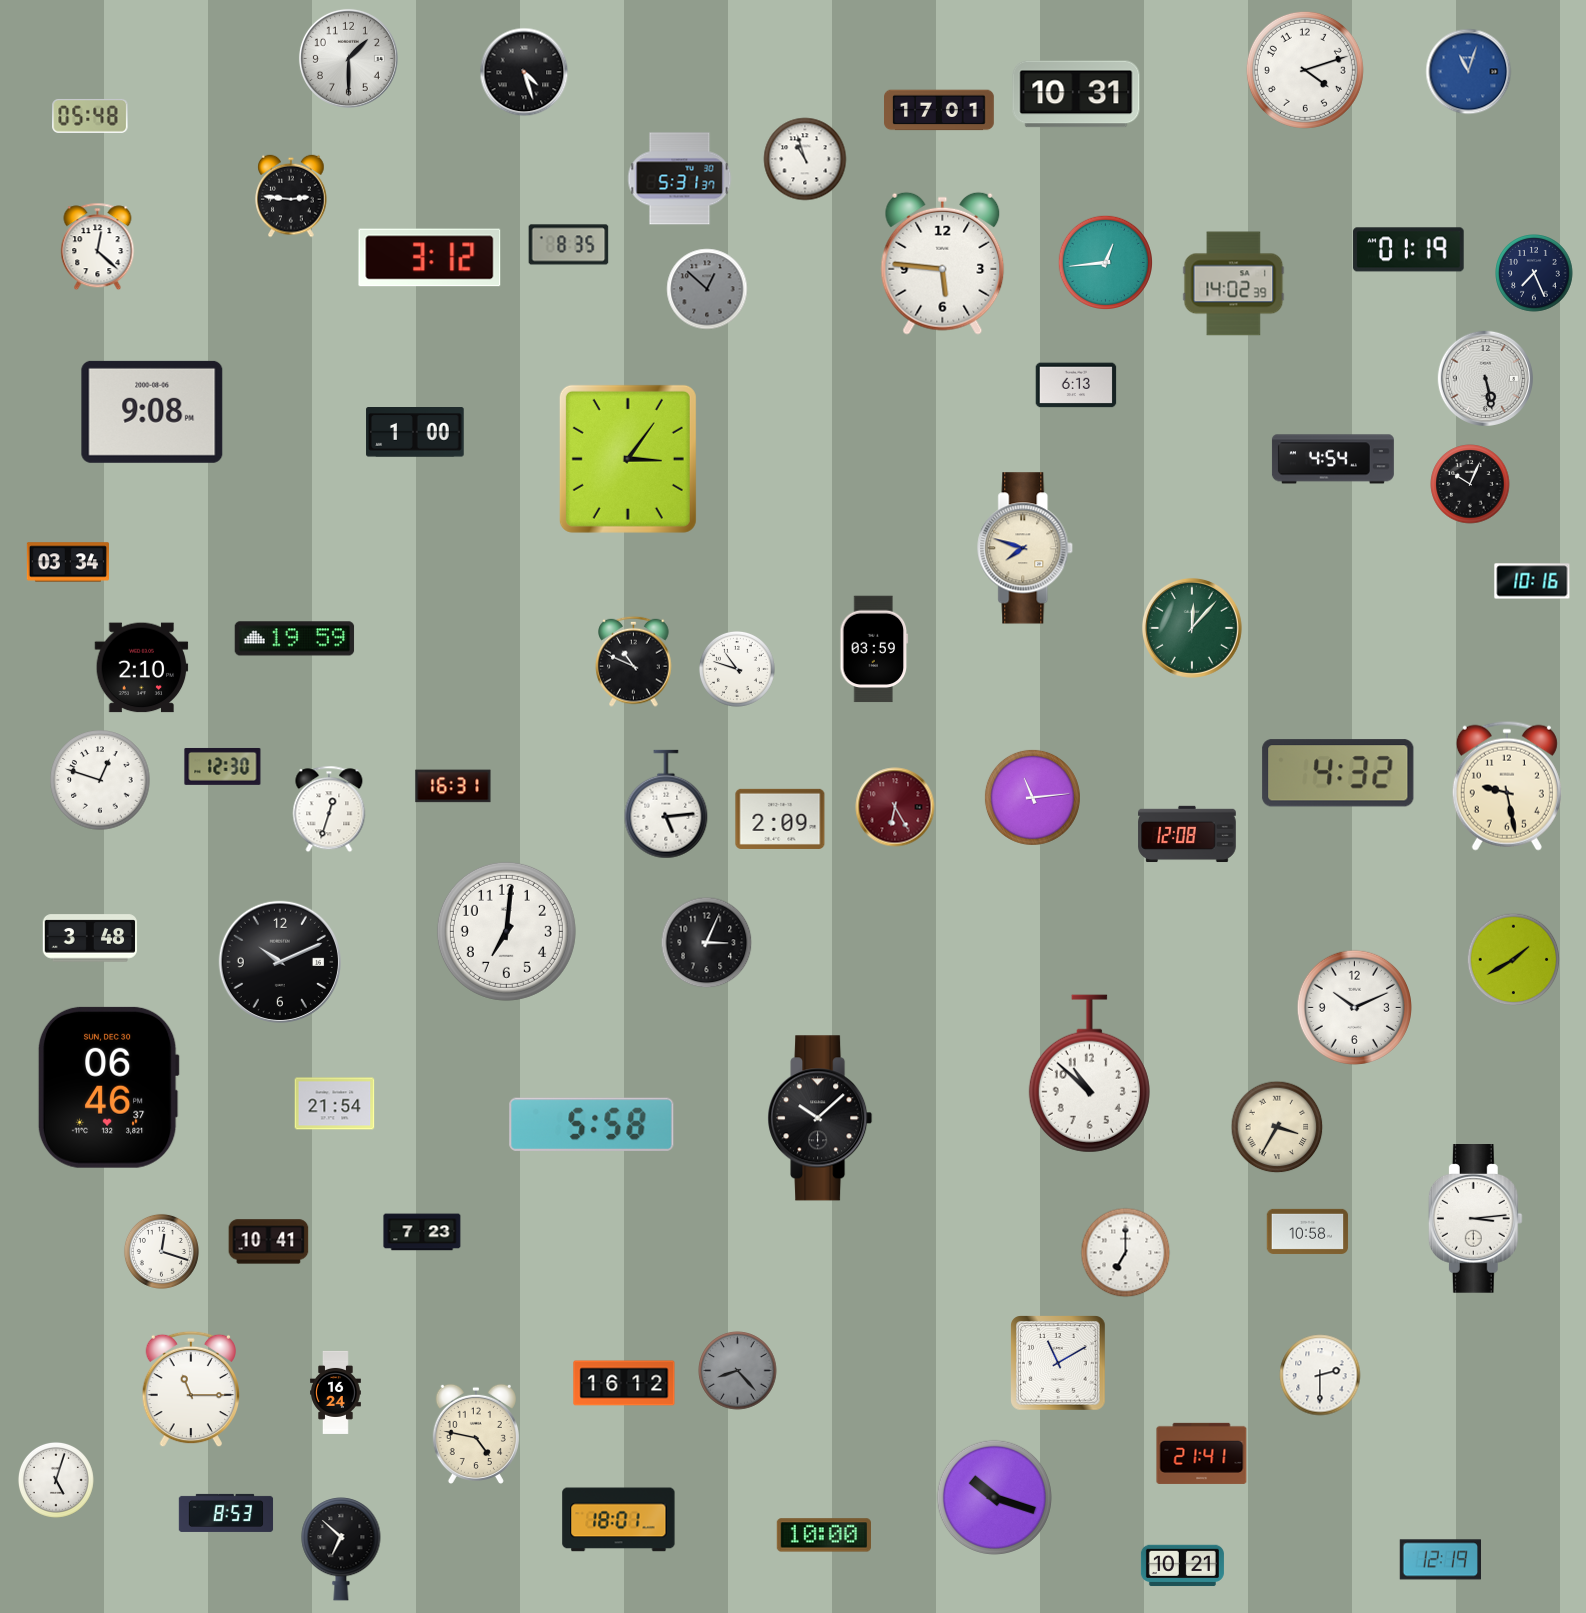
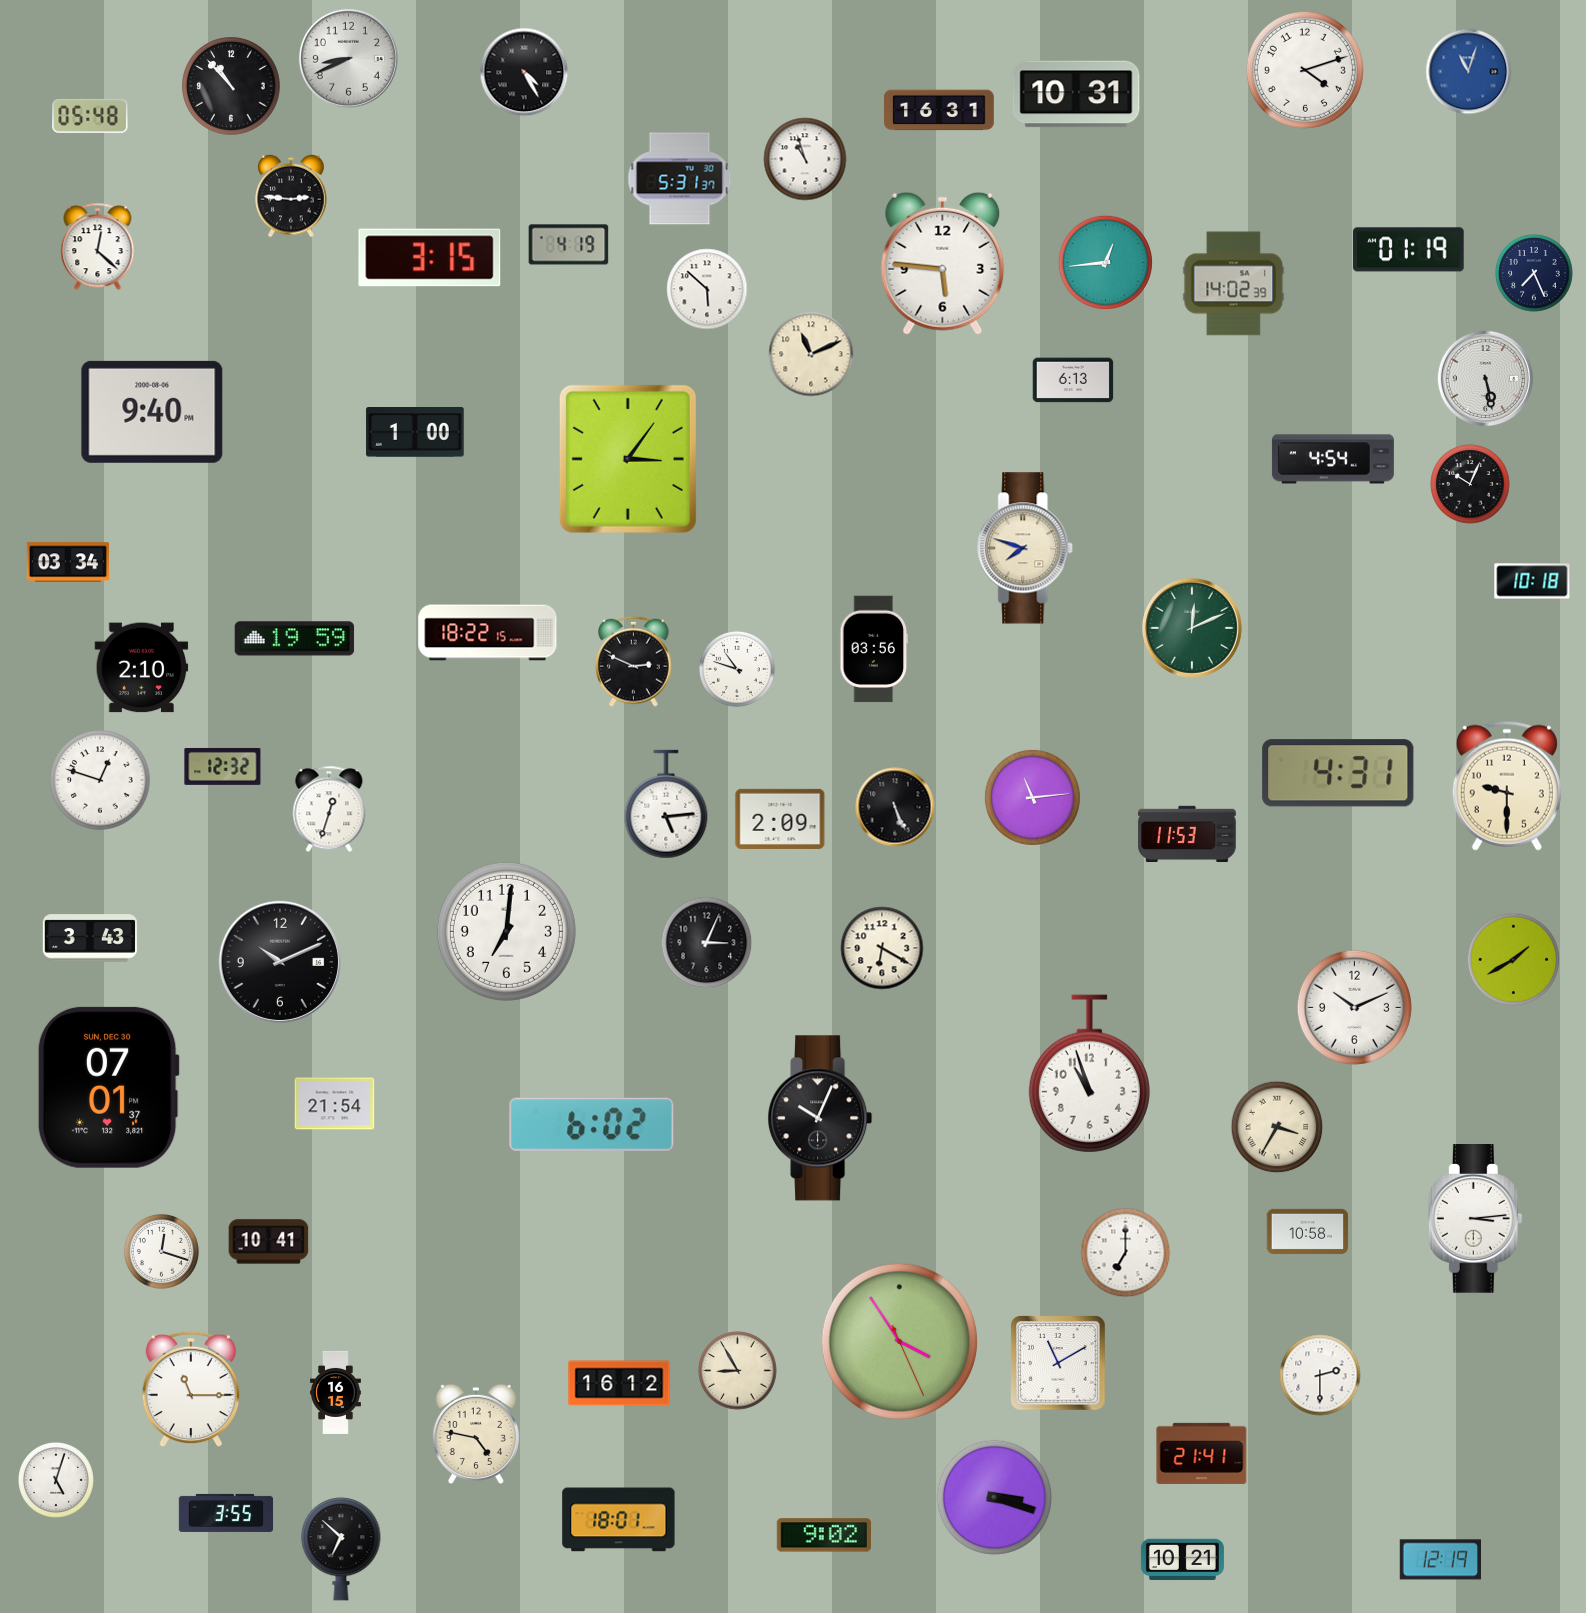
clock at (348, 58): 1:30 -> 8:41
clock at (524, 72): 4:27 -> 4:25
clock at (232, 87): none -> 10:53
clock at (940, 110): 17:01 -> 16:31
clock at (569, 245): 8:35 -> 4:19
clock at (430, 258): 3:12 -> 3:15
clock at (707, 289): 12:52 -> 5:52
clock at (707, 289) dial: grey -> white
clock at (811, 354): none -> 11:11
clock at (1076, 385) position: (1076, 385) -> (1073, 380)
clock at (152, 412): 9:08 -> 9:40
clock at (1532, 581): 10:16 -> 10:18
clock at (1192, 628): 12:07 -> 12:11
clock at (488, 633): none -> 18:22
clock at (874, 649): 03:59 -> 03:56
clock at (634, 661): 10:49 -> 2:49
clock at (223, 766): 12:30 -> 12:32
clock at (1338, 773): 4:32 -> 4:31
clock at (453, 786): 16:31 -> none
clock at (1507, 786): 9:28 -> 9:30
clock at (895, 807): 6:25 -> 5:26
clock at (895, 807) dial: burgundy -> black
clock at (1187, 834): 12:08 -> 11:53
clock at (90, 938): 3:48 -> 3:43
clock at (882, 948): none -> 6:20
clock at (1089, 1074): 10:52 -> 10:57
clock at (108, 1087): 06:46 -> 07:01
clock at (820, 1118): 10:08 -> 10:04
clock at (592, 1124): 5:58 -> 6:02
clock at (422, 1232): 7:23 -> none
clock at (899, 1341): none -> 3:54
clock at (738, 1371): 8:23 -> 8:55
clock at (738, 1371) dial: grey -> cream
clock at (624, 1383) position: (624, 1383) -> (619, 1383)
clock at (336, 1392): 16:24 -> 16:15
clock at (994, 1497): 10:18 -> 3:18
clock at (226, 1513): 8:53 -> 3:55
clock at (823, 1535): 10:00 -> 9:02
clock at (1182, 1566) position: (1182, 1566) -> (1182, 1560)
